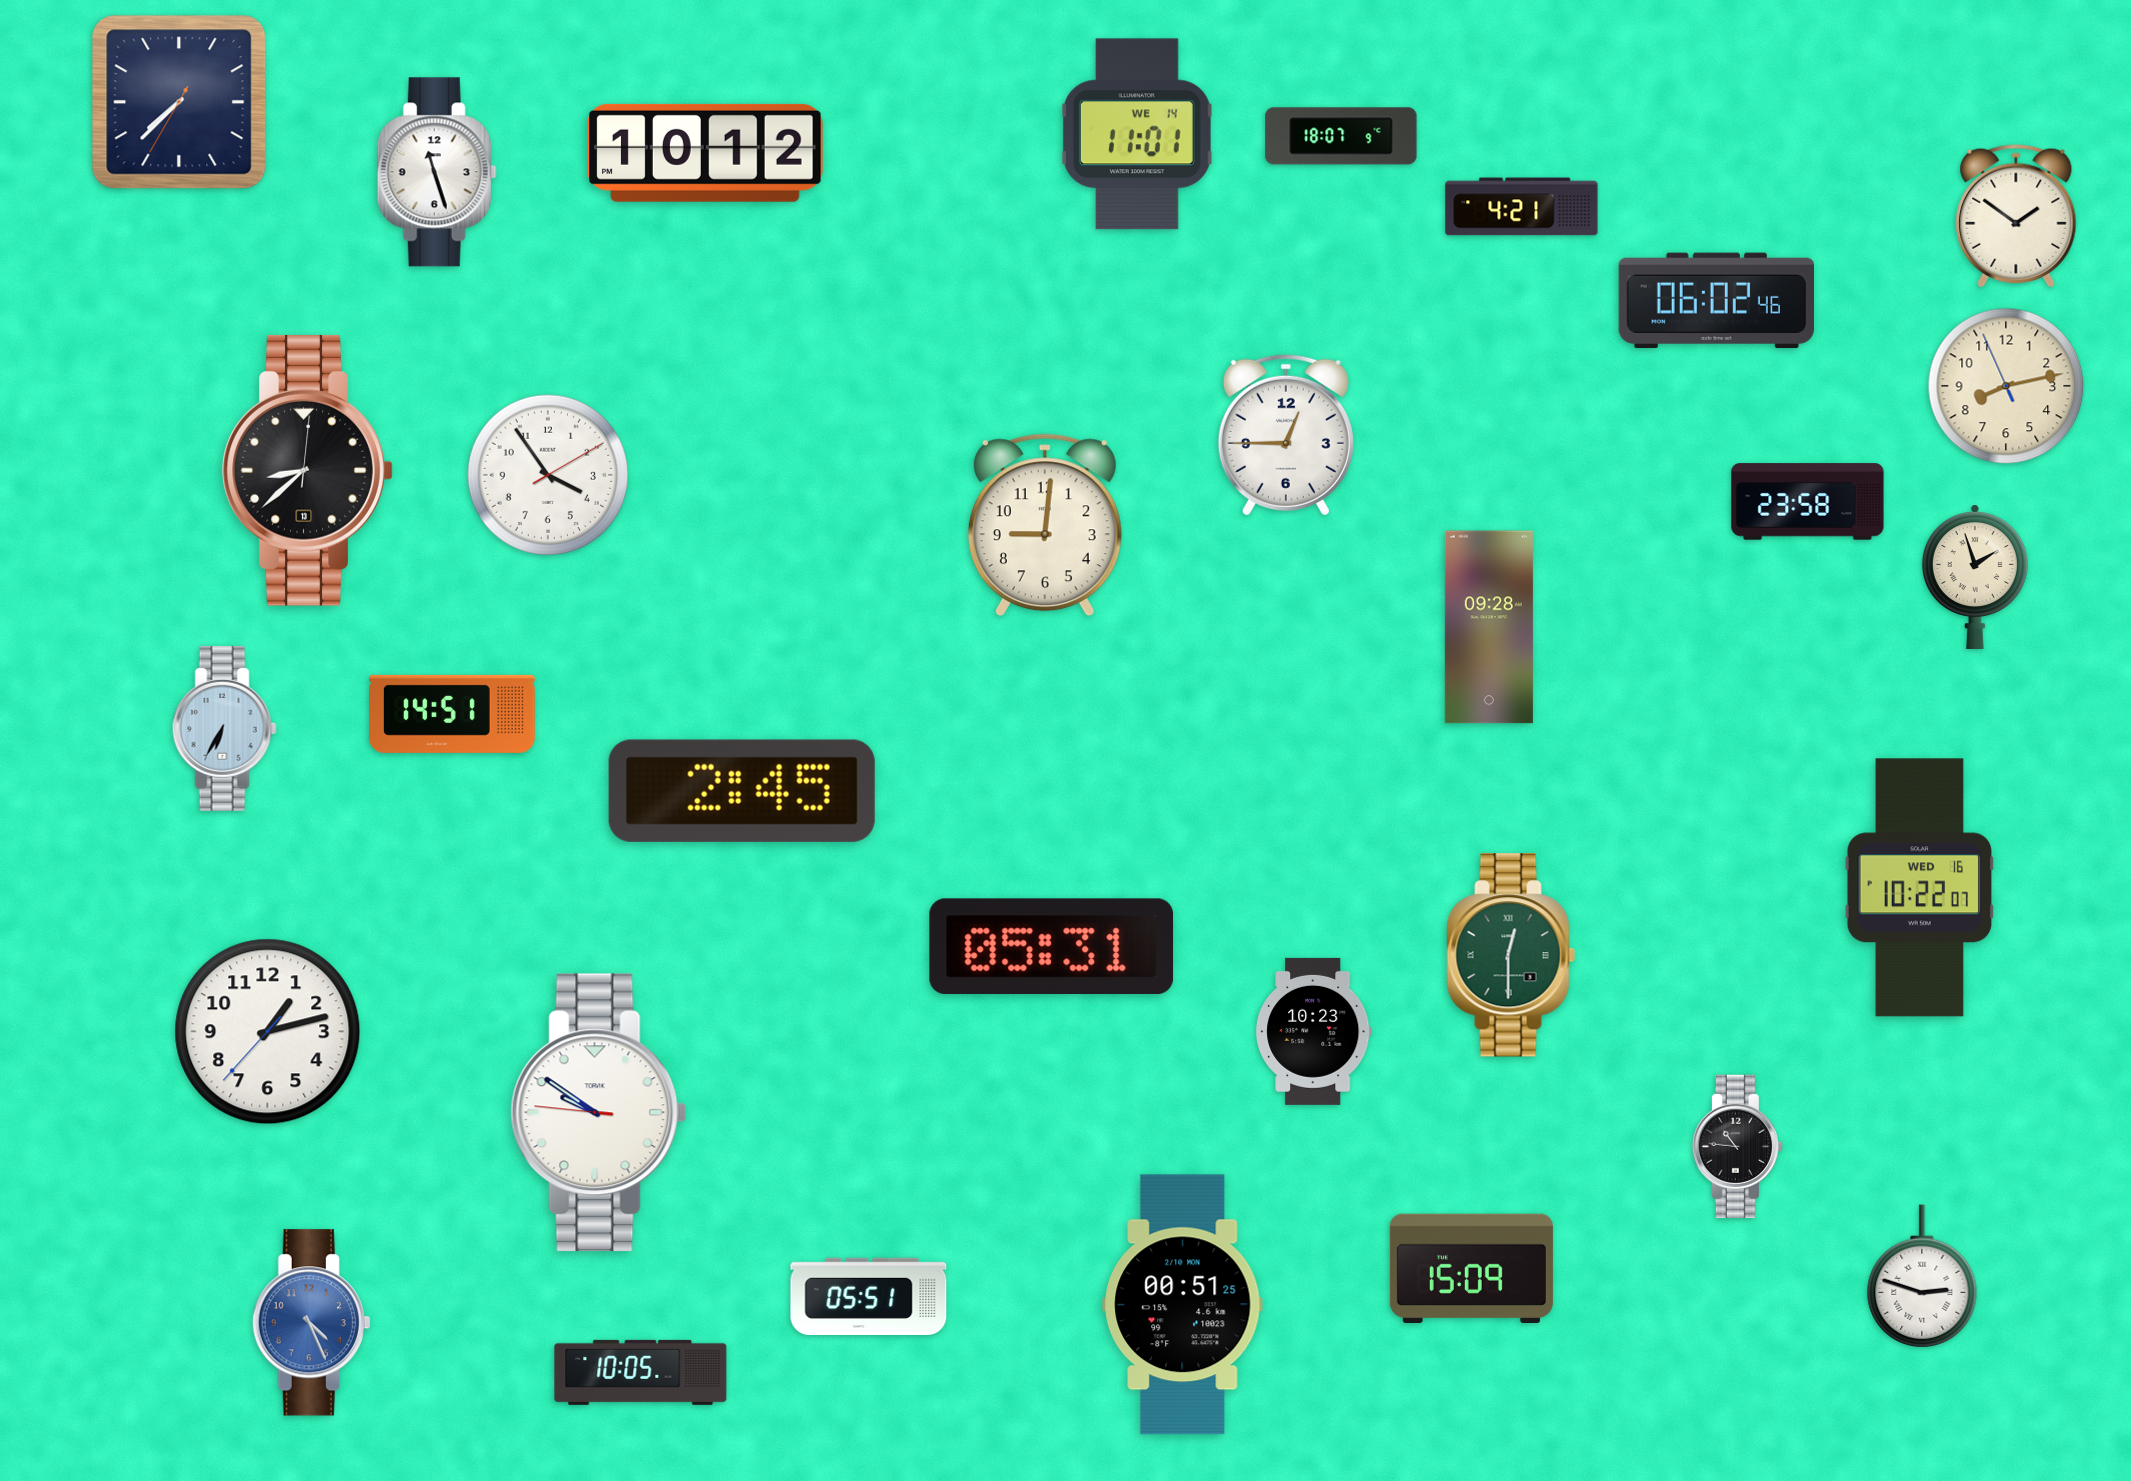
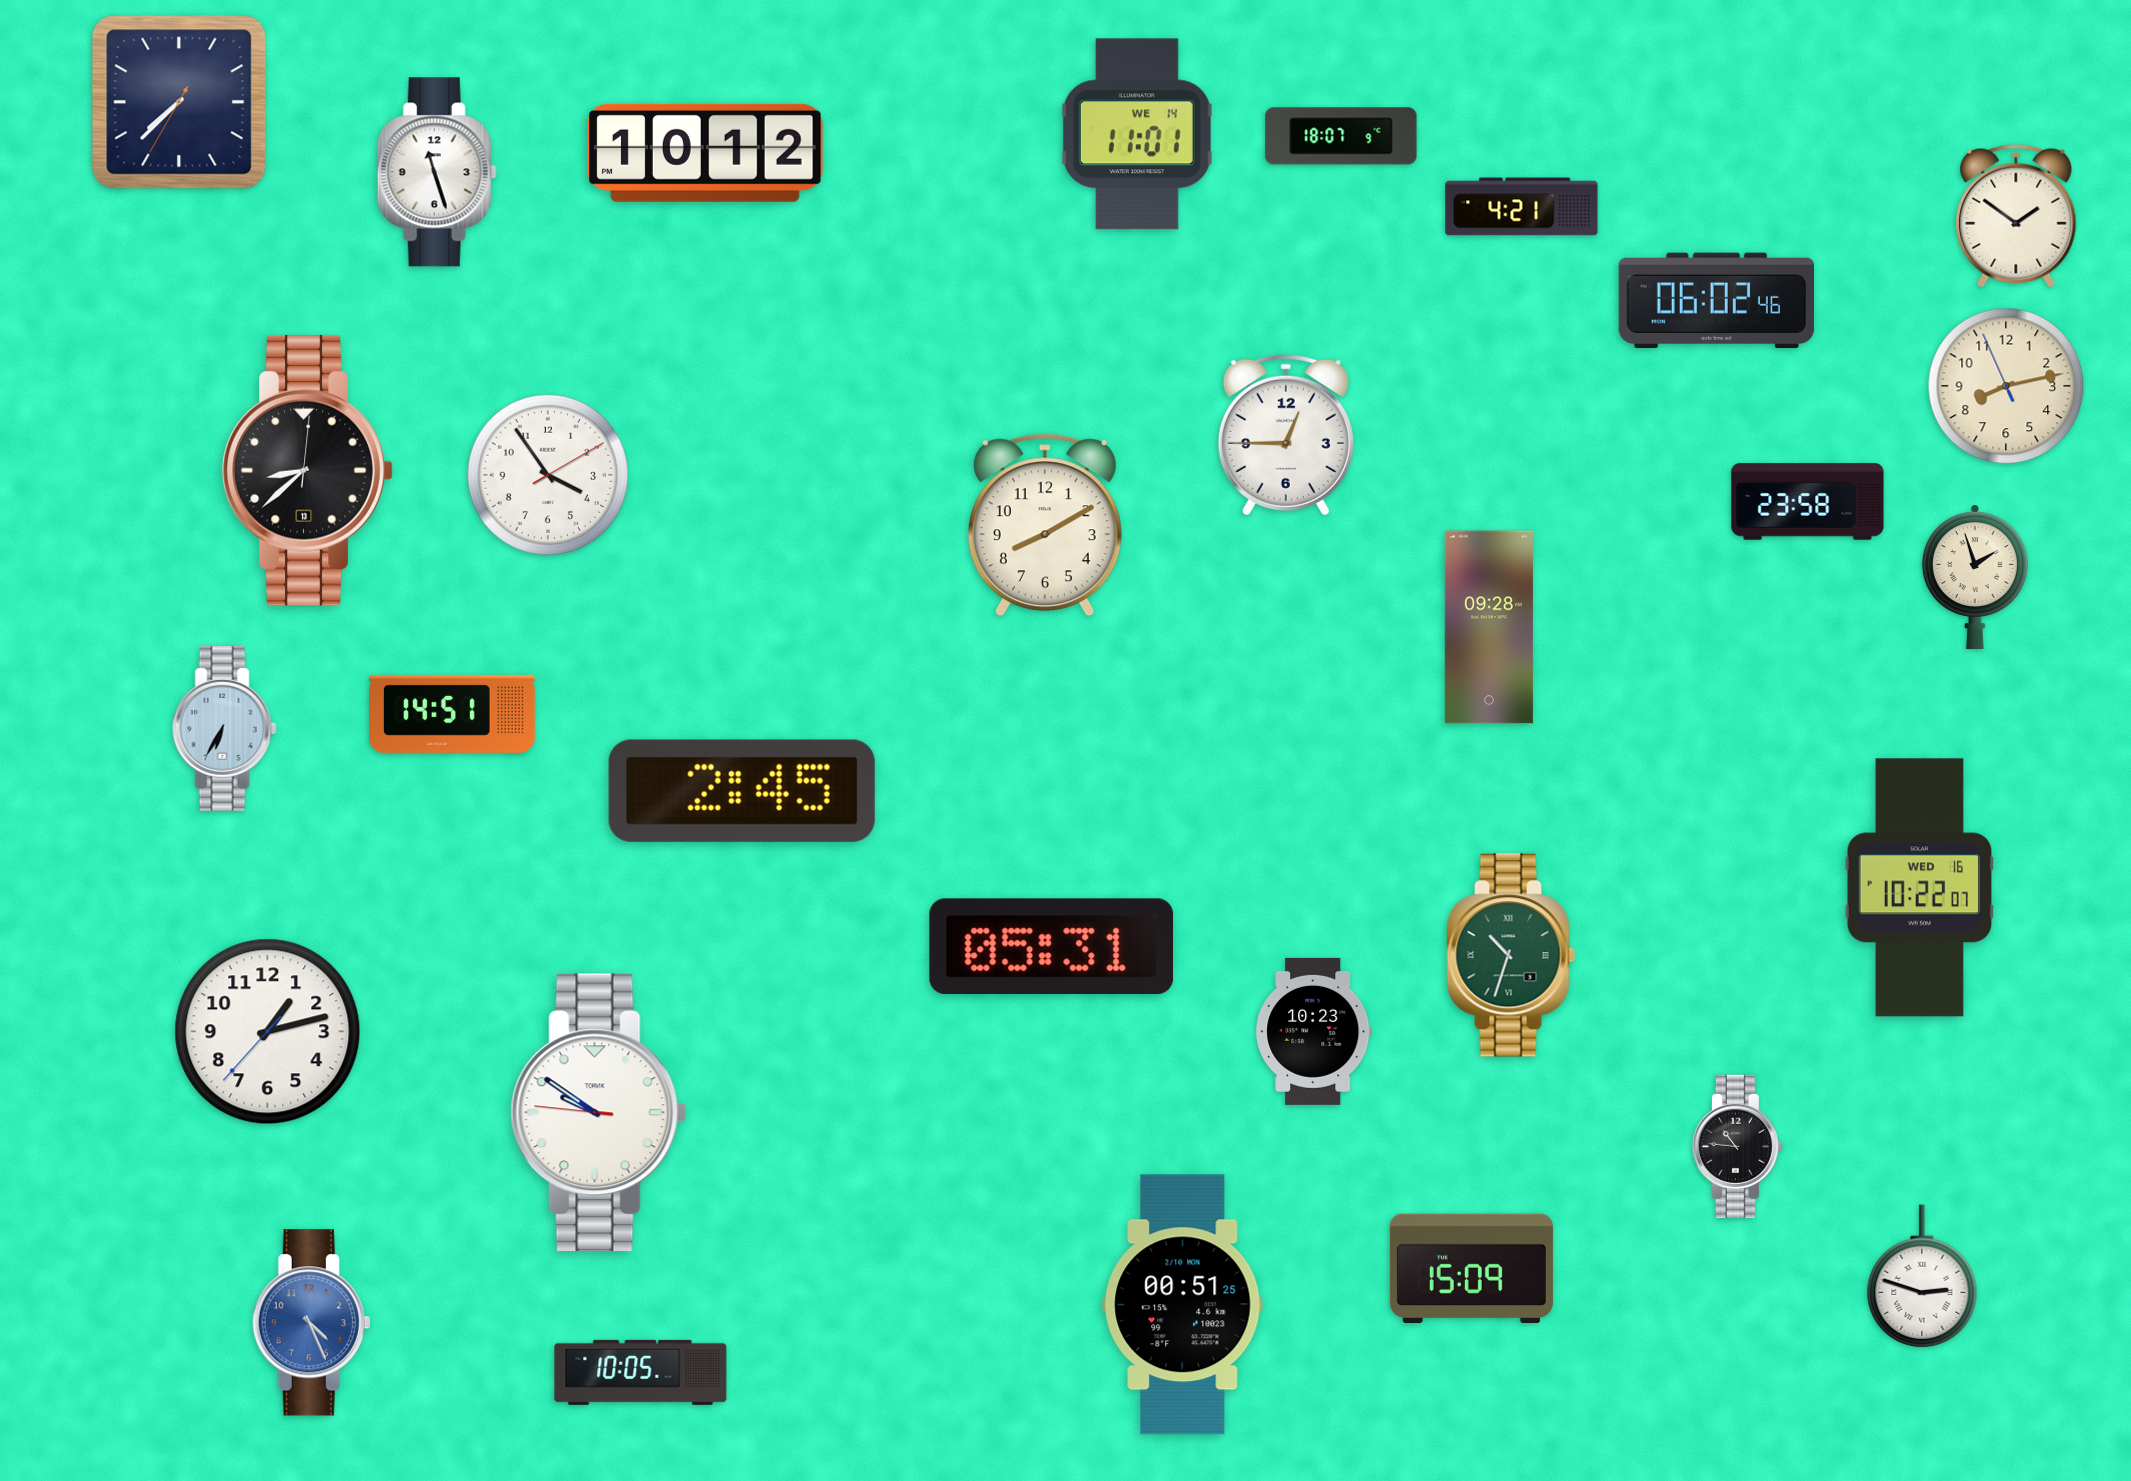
clock at (1045, 525): 9:01 -> 8:10
clock at (1511, 955): 12:30 -> 10:33
clock at (869, 1296): 05:51 -> none
